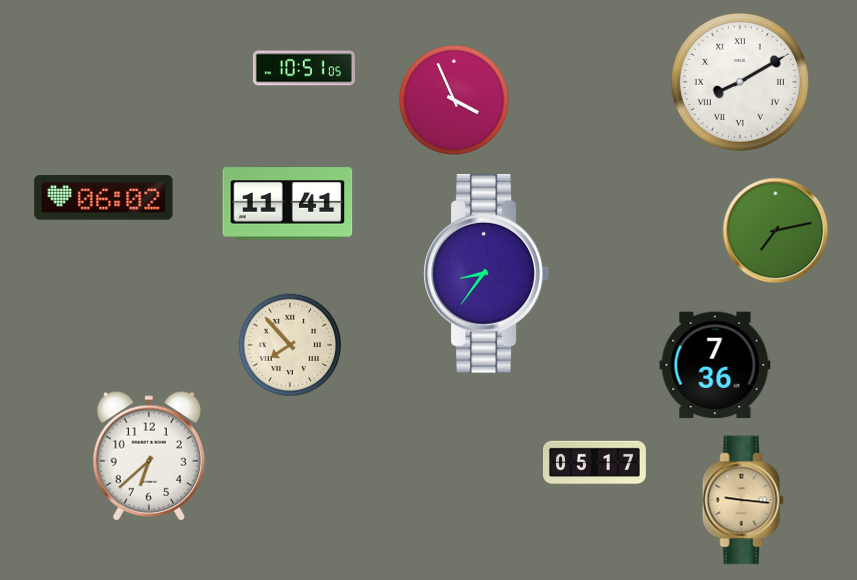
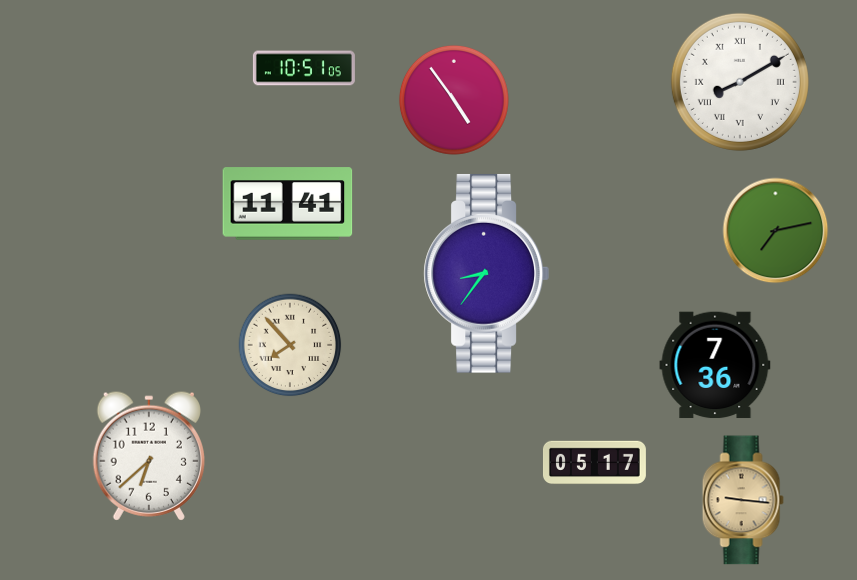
clock at (454, 100): 3:56 -> 4:54
clock at (104, 198): 06:02 -> none
